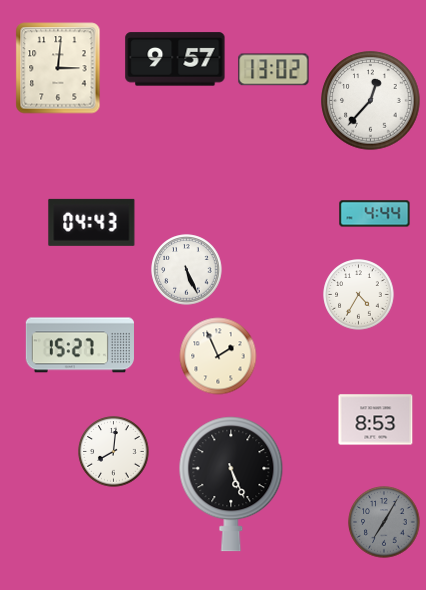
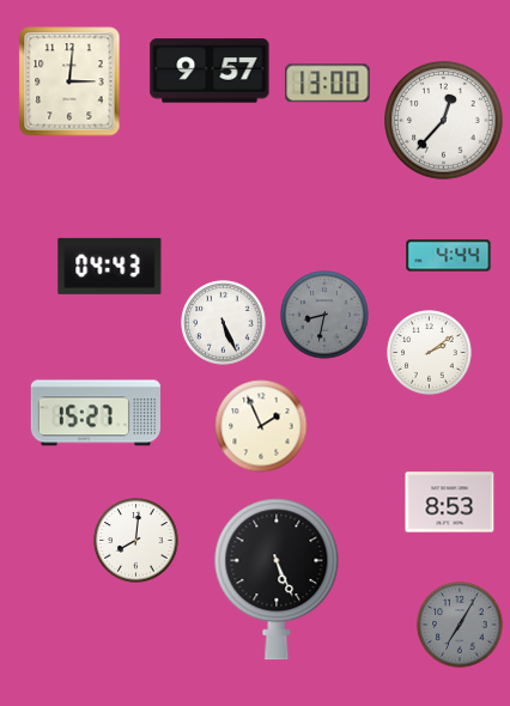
clock at (274, 70): 13:02 -> 13:00
clock at (324, 315): none -> 8:32
clock at (359, 295): 4:35 -> 2:09
